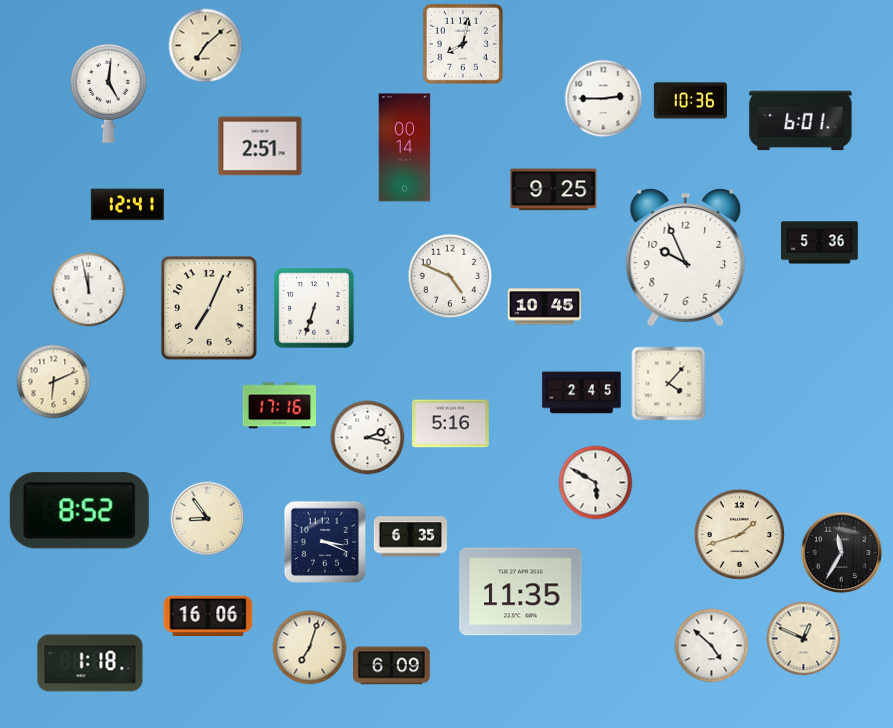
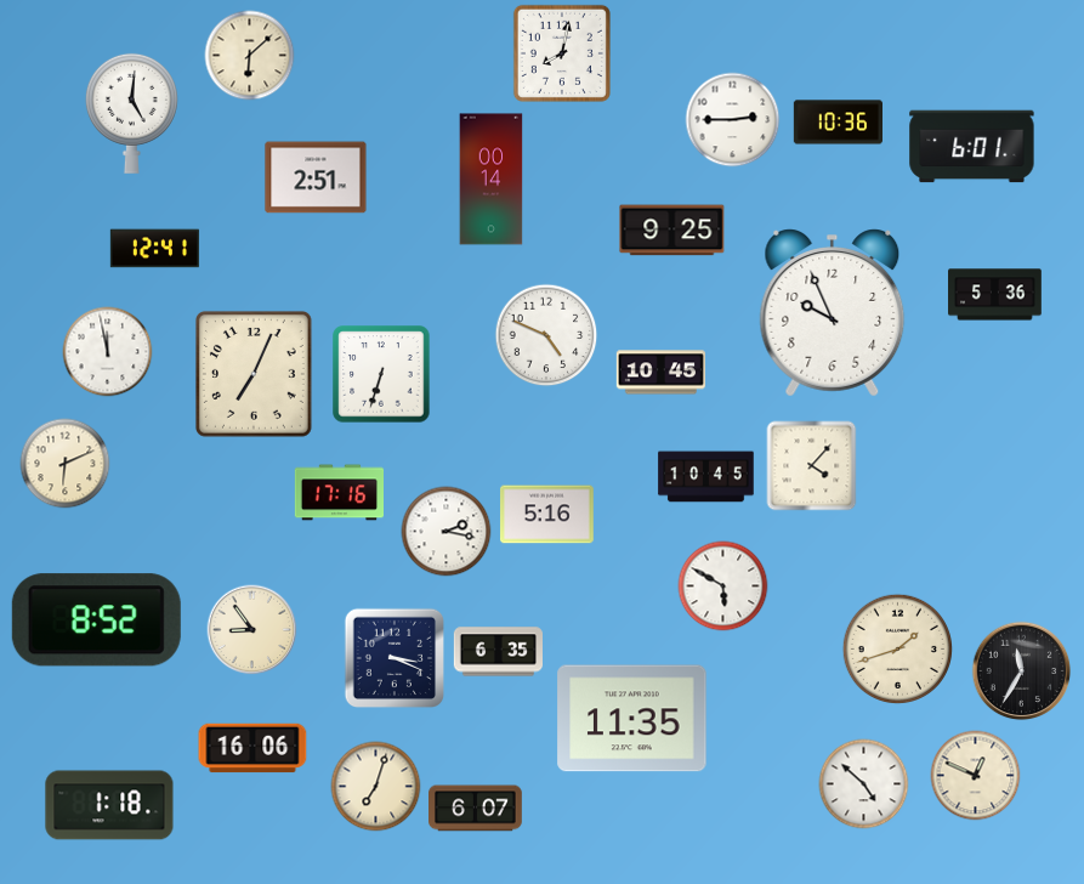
clock at (206, 46): 7:08 -> 6:08
clock at (582, 393): 2:45 -> 10:45
clock at (392, 666): 6:09 -> 6:07
